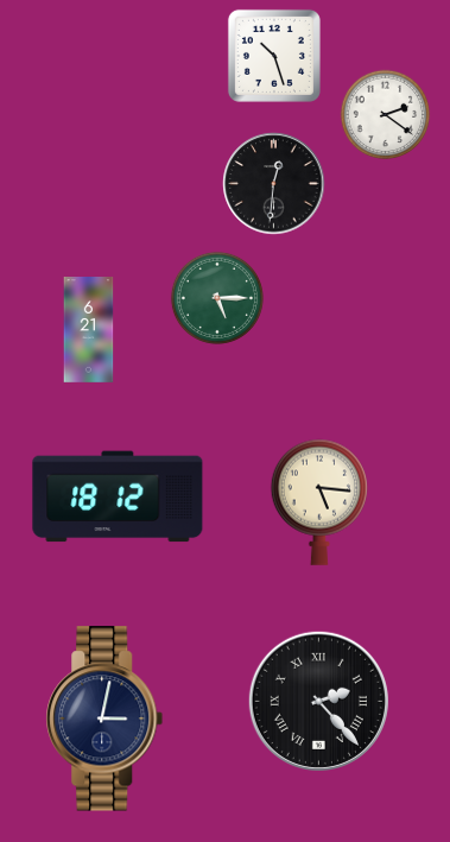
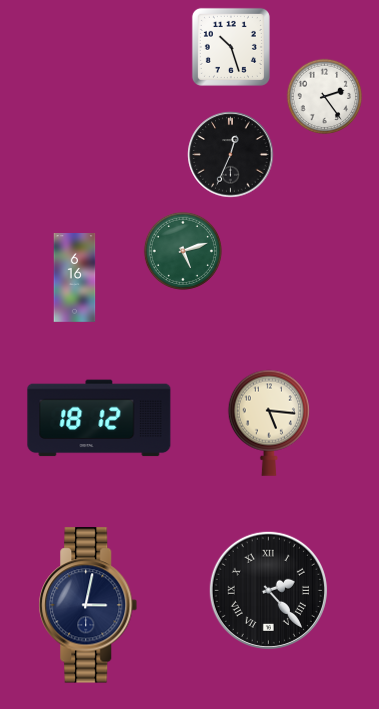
clock at (386, 115): 2:21 -> 2:24
clock at (274, 184): 12:31 -> 12:34
clock at (217, 298): 5:15 -> 5:12
clock at (89, 330): 6:21 -> 6:16
